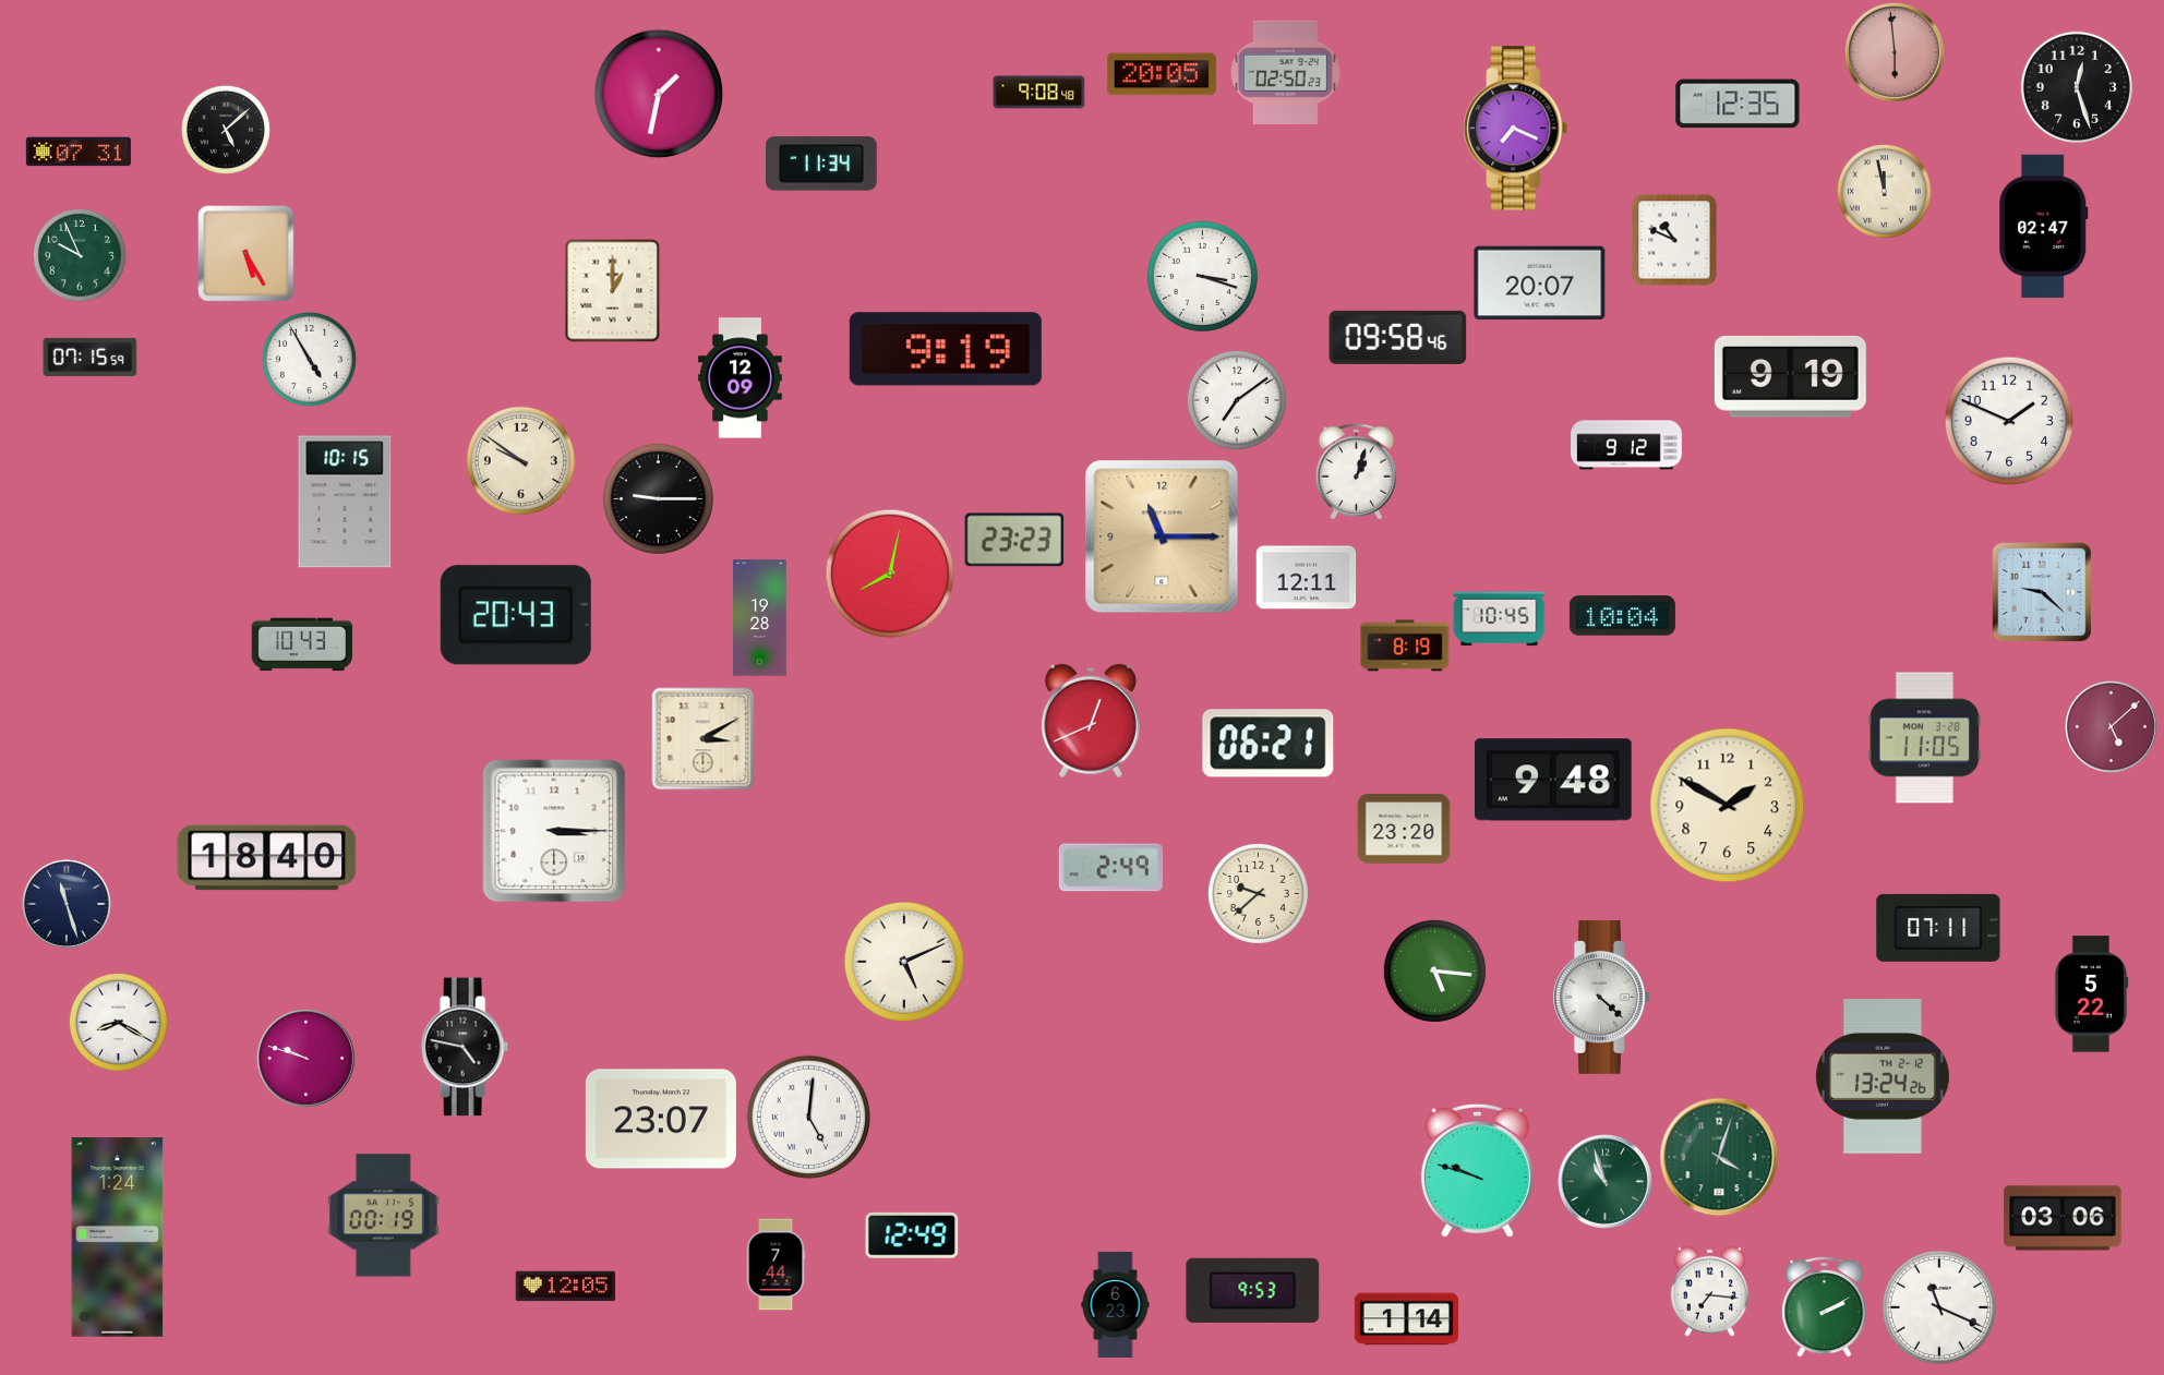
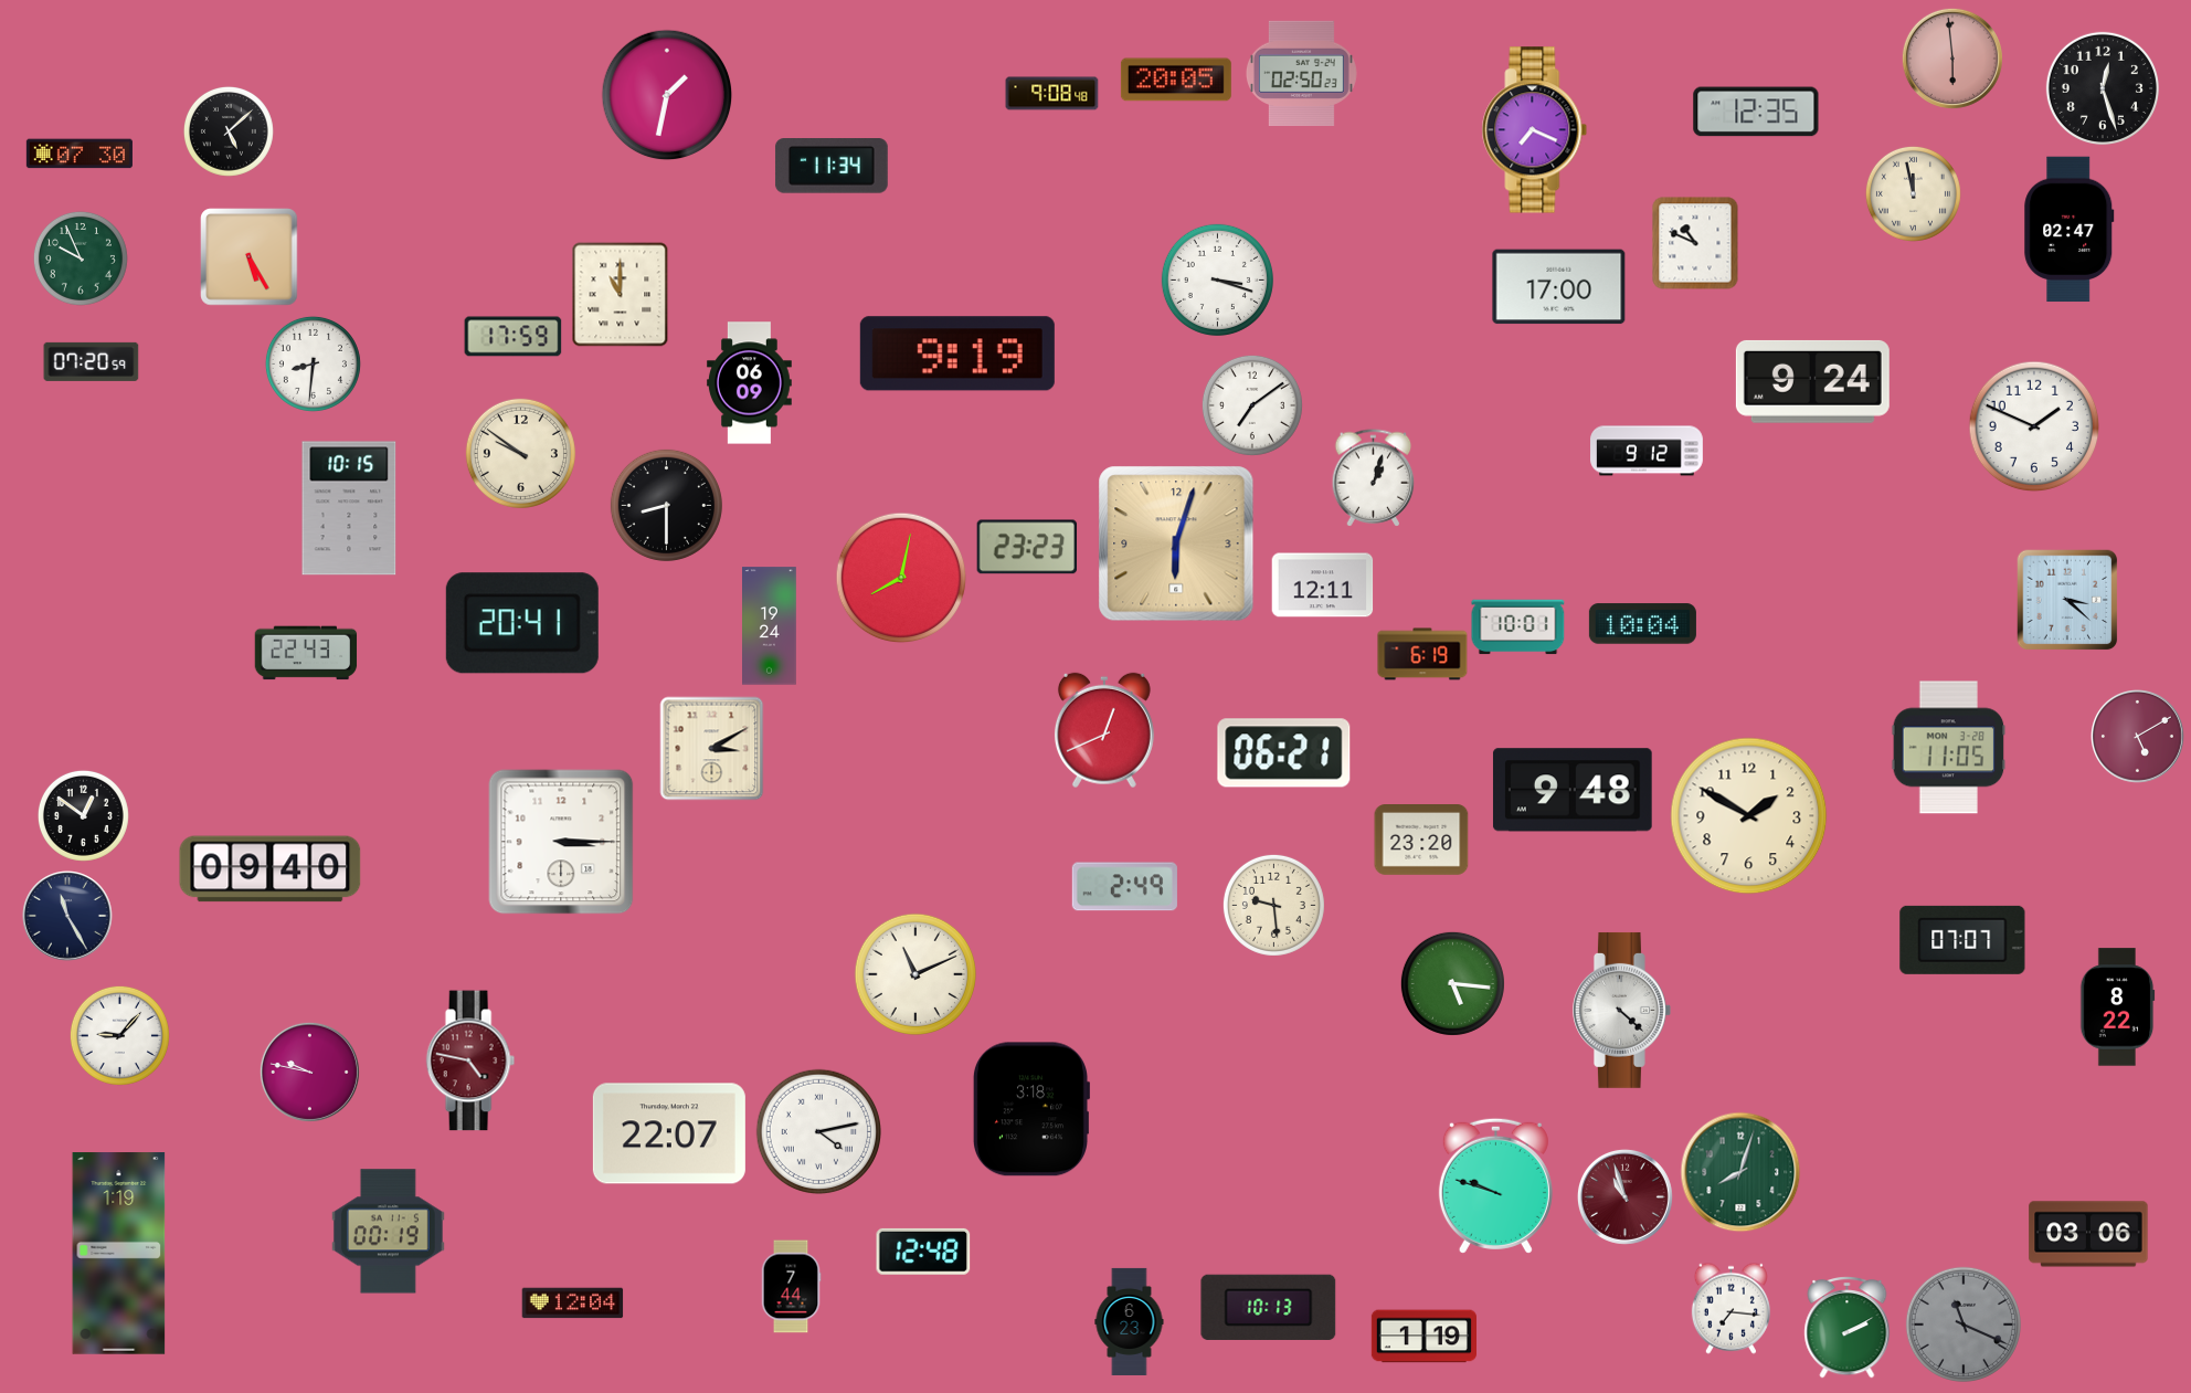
clock at (1895, 52) position: (1895, 52) -> (1952, 59)
clock at (1162, 74) position: (1162, 74) -> (1176, 80)
clock at (1738, 104) position: (1738, 104) -> (1756, 112)
clock at (79, 152): 07:31 -> 07:30
clock at (1884, 191) position: (1884, 191) -> (1913, 193)
clock at (1540, 284): 20:07 -> 17:00
clock at (613, 291): 1:00 -> 11:00
clock at (514, 337): none -> 17:59
clock at (1398, 337): 09:58 -> none
clock at (91, 357): 07:15 -> 07:20
clock at (309, 359): 4:55 -> 8:31
clock at (1790, 376): 9:19 -> 9:24
clock at (741, 378): 12:09 -> 06:09
clock at (520, 460) position: (520, 460) -> (520, 453)
clock at (658, 498): 9:15 -> 8:30
clock at (1162, 536): 11:15 -> 6:03
clock at (890, 574) position: (890, 574) -> (901, 578)
clock at (2042, 592): 9:22 -> 3:22
clock at (516, 615): 20:43 -> 20:41
clock at (760, 618): 19:28 -> 19:24
clock at (1500, 619): 10:45 -> 10:01
clock at (302, 644): 10:43 -> 22:43
clock at (1405, 646): 8:19 -> 6:19
clock at (2112, 727): 5:08 -> 5:10
clock at (83, 815): none -> 12:51
clock at (267, 858): 18:40 -> 09:40
clock at (1110, 868) position: (1110, 868) -> (1124, 887)
clock at (1258, 893): 9:38 -> 9:29
clock at (67, 904): 11:27 -> 11:25
clock at (1938, 928): 07:11 -> 07:07
clock at (903, 961): 5:11 -> 11:11
clock at (2091, 994): 5:22 -> 8:22
clock at (118, 1022): 8:20 -> 9:07
clock at (465, 1047) dial: black -> burgundy
clock at (305, 1058): 9:48 -> 9:47
clock at (1883, 1077): 13:24 -> none
clock at (1030, 1109): none -> 3:18
clock at (808, 1117): 5:01 -> 4:13
clock at (661, 1119): 23:07 -> 22:07
clock at (1719, 1157): 4:03 -> 8:03
clock at (1604, 1181) dial: green -> burgundy
clock at (912, 1235): 12:49 -> 12:48
clock at (118, 1238): 1:24 -> 1:19
clock at (776, 1265) position: (776, 1265) -> (791, 1287)
clock at (566, 1287): 12:05 -> 12:04
clock at (1253, 1290): 9:53 -> 10:13
clock at (1825, 1306) position: (1825, 1306) -> (1848, 1327)
clock at (1939, 1307) dial: white -> grey
clock at (1406, 1319): 1:14 -> 1:19
